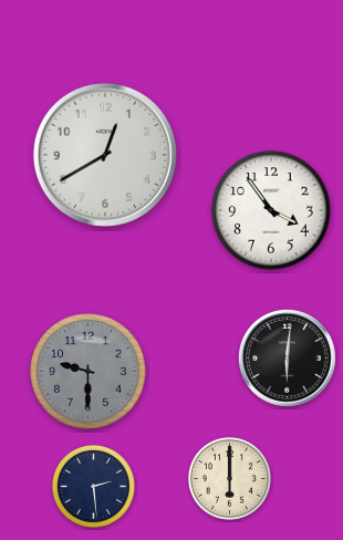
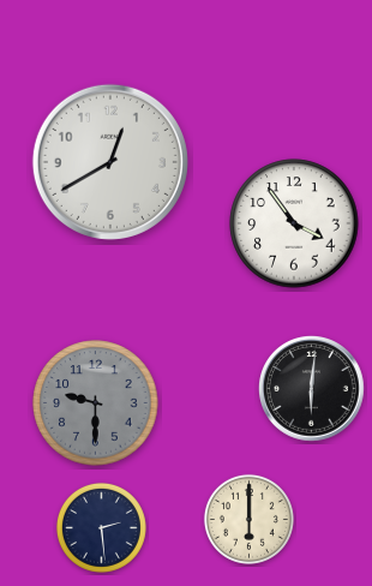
clock at (105, 155) position: (105, 155) -> (110, 162)
clock at (271, 210) position: (271, 210) -> (294, 223)
